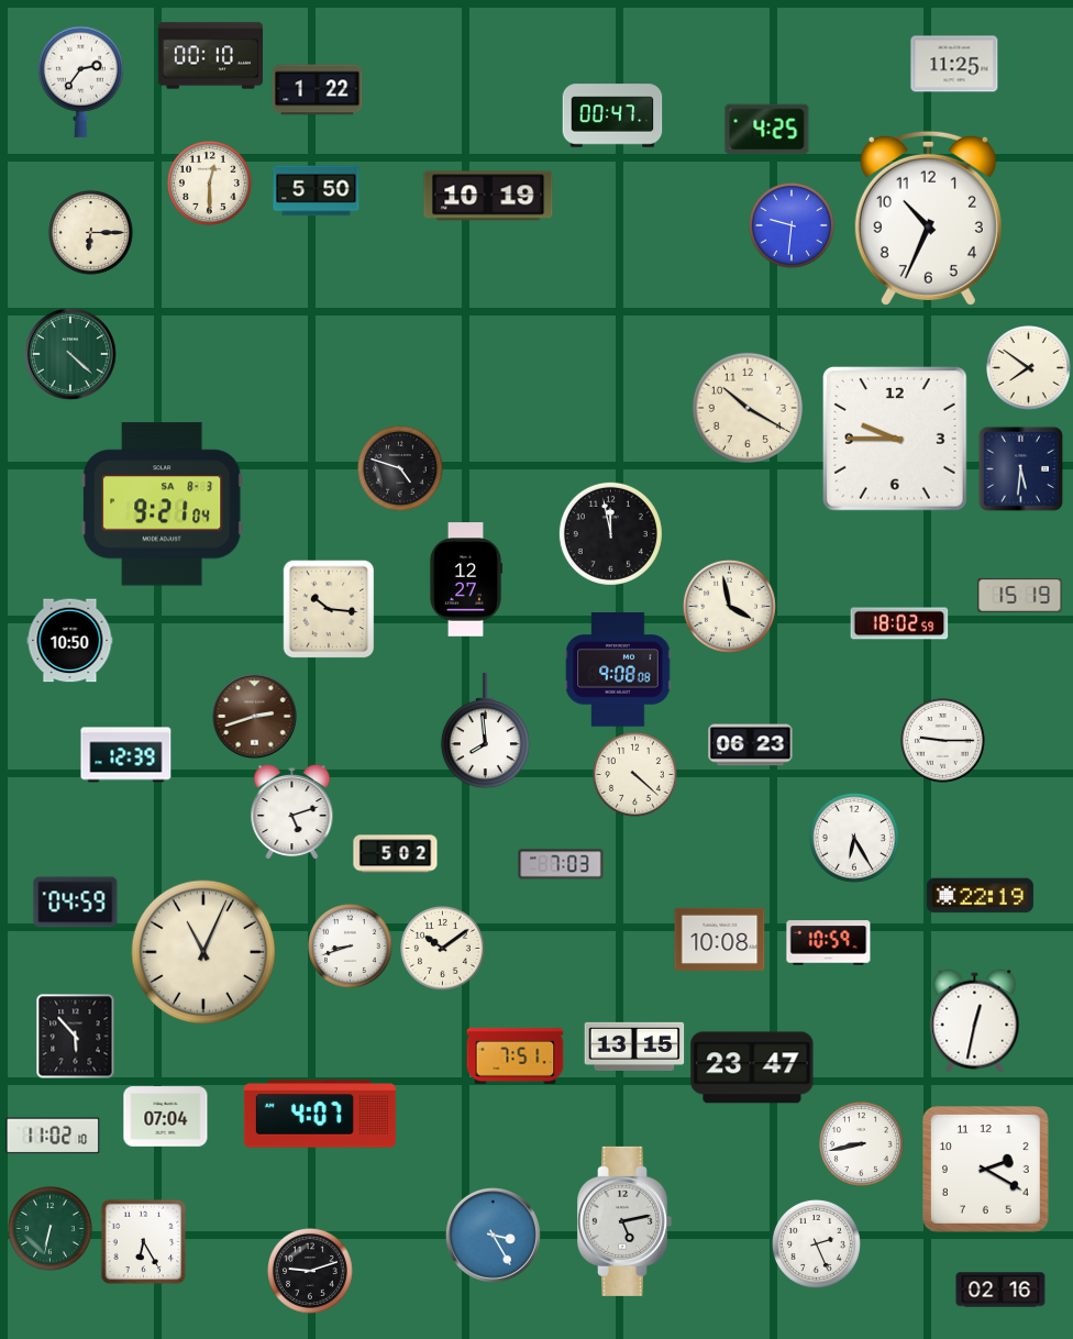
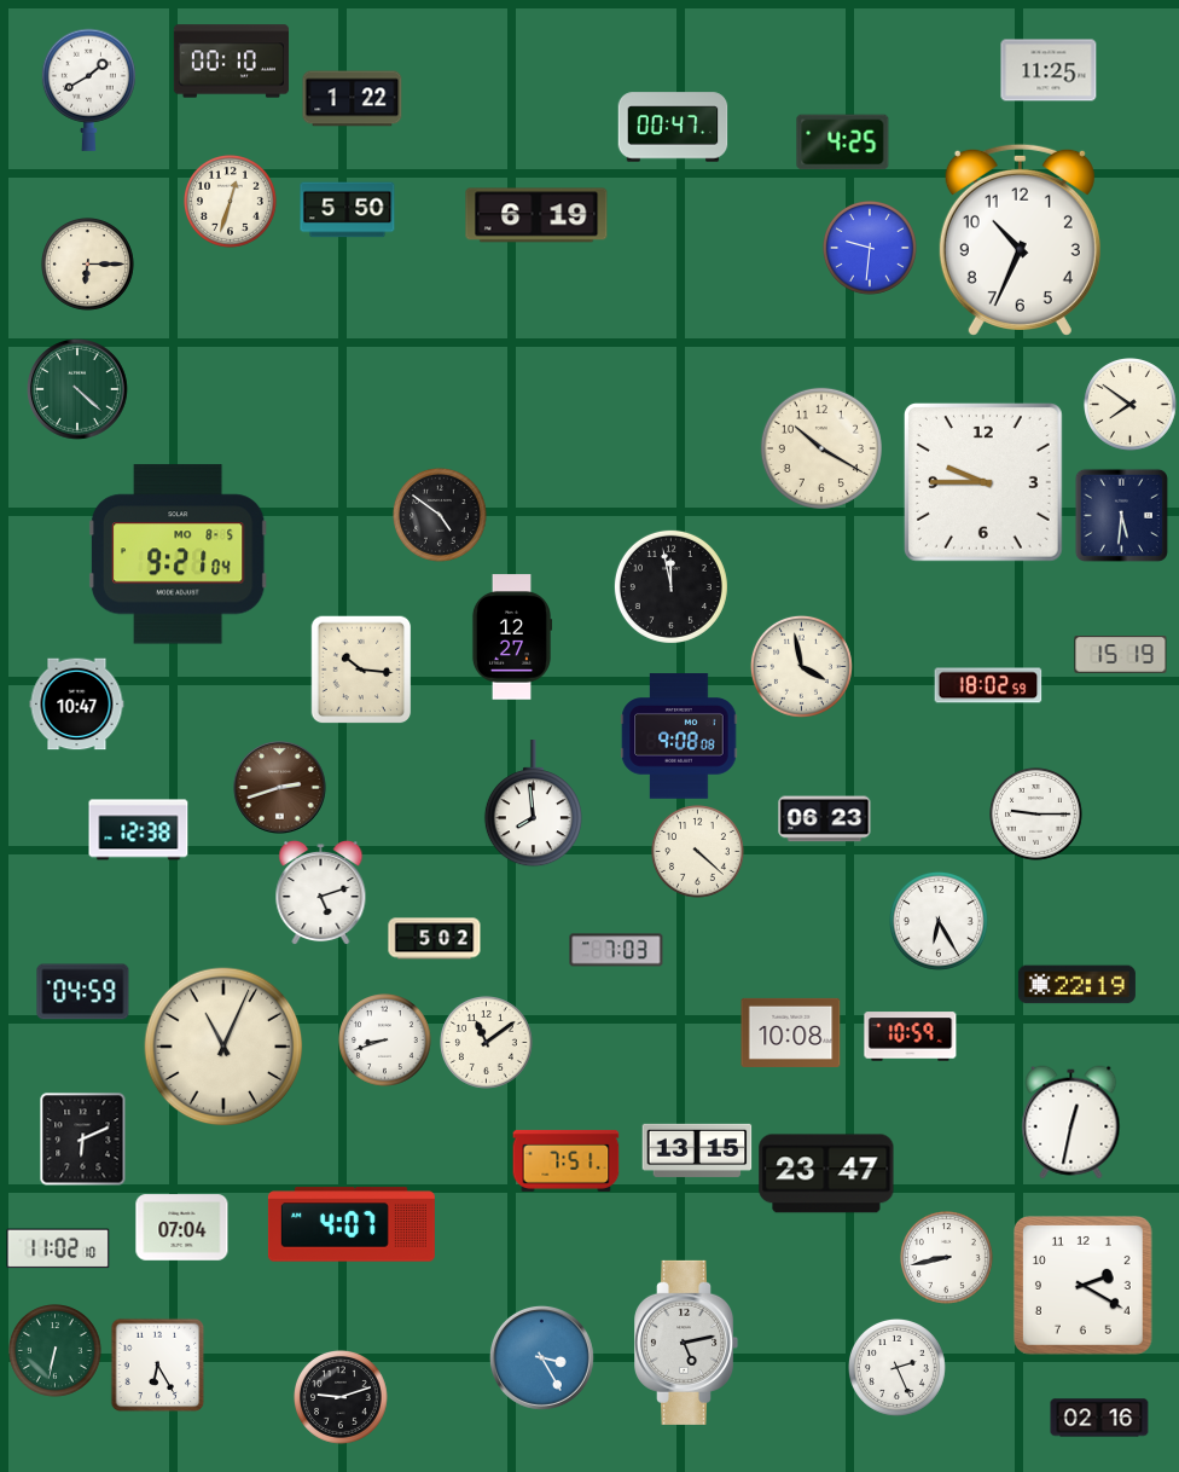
clock at (80, 81): 2:36 -> 1:40
clock at (318, 90) position: (318, 90) -> (353, 99)
clock at (210, 184): 12:30 -> 12:33
clock at (488, 196): 10:19 -> 6:19
clock at (91, 233) position: (91, 233) -> (88, 265)
clock at (401, 469): 4:48 -> 4:51
clock at (162, 505) date: SA 8-3 -> MO 8-5
clock at (70, 641): 10:50 -> 10:47
clock at (126, 755): 12:39 -> 12:38
clock at (443, 949): 10:09 -> 11:09
clock at (76, 1037): 5:53 -> 6:11
